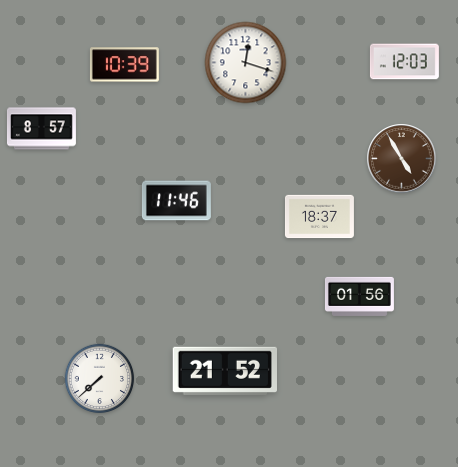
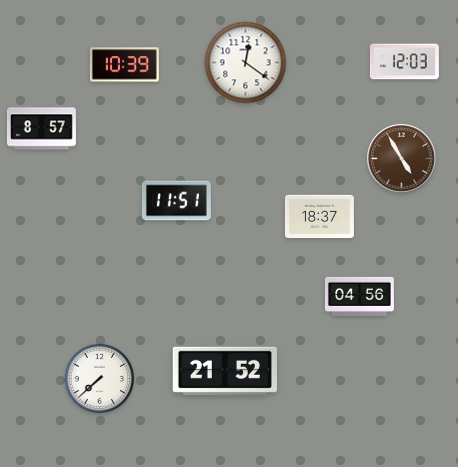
clock at (246, 63): 12:18 -> 12:21
clock at (176, 201): 11:46 -> 11:51
clock at (359, 296): 01:56 -> 04:56
